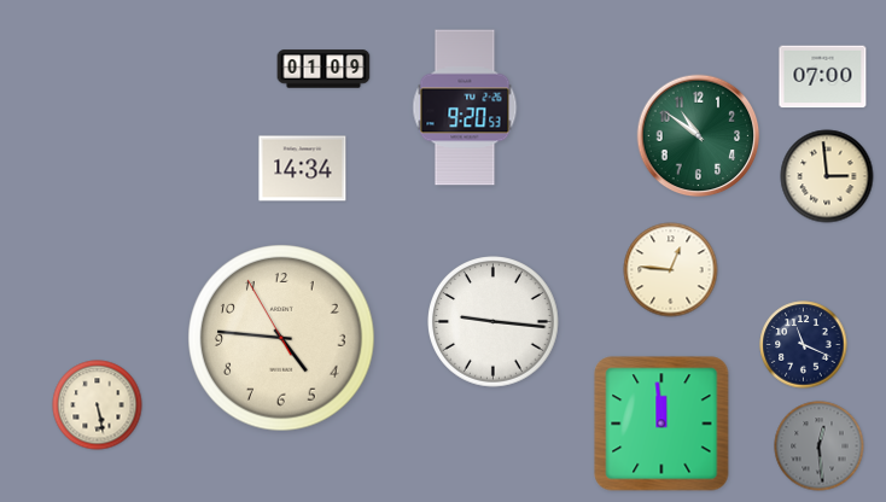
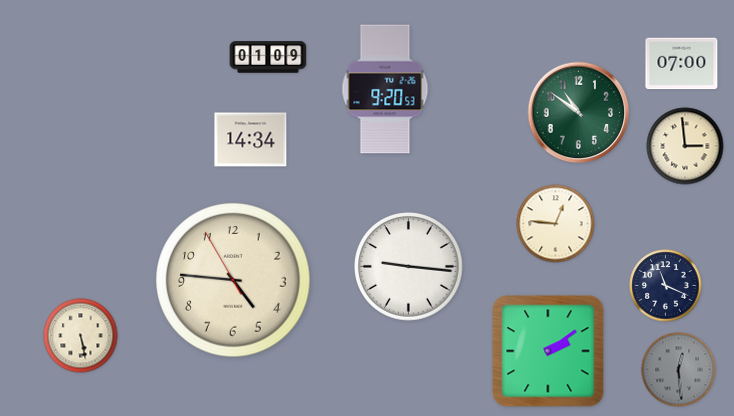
clock at (661, 424): 11:59 -> 2:09
